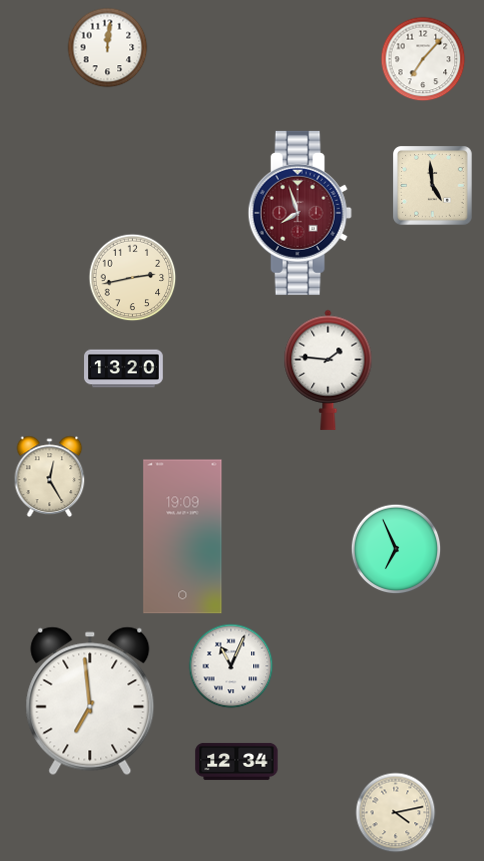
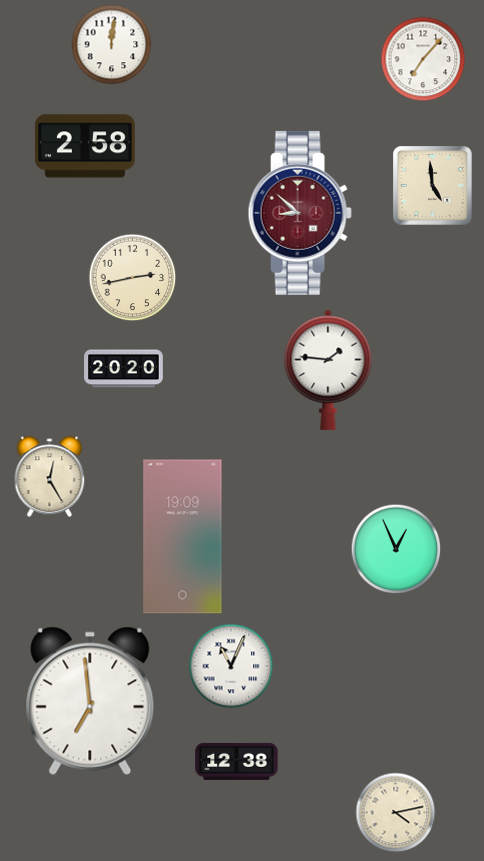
clock at (108, 48) position: (108, 48) -> (112, 45)
clock at (85, 146): none -> 2:58
clock at (300, 213): 7:57 -> 8:52
clock at (124, 369): 13:20 -> 20:20
clock at (396, 549): 6:56 -> 12:56
clock at (237, 761): 12:34 -> 12:38
